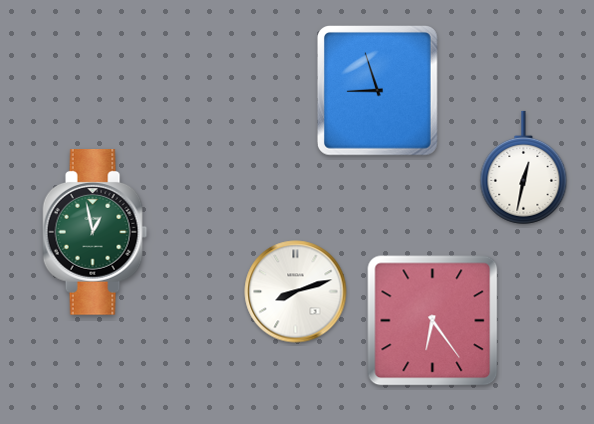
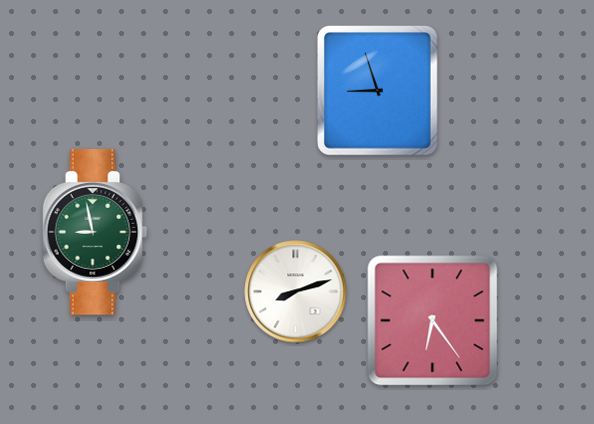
clock at (524, 167): 12:32 -> none
clock at (95, 233): 12:58 -> 8:58
